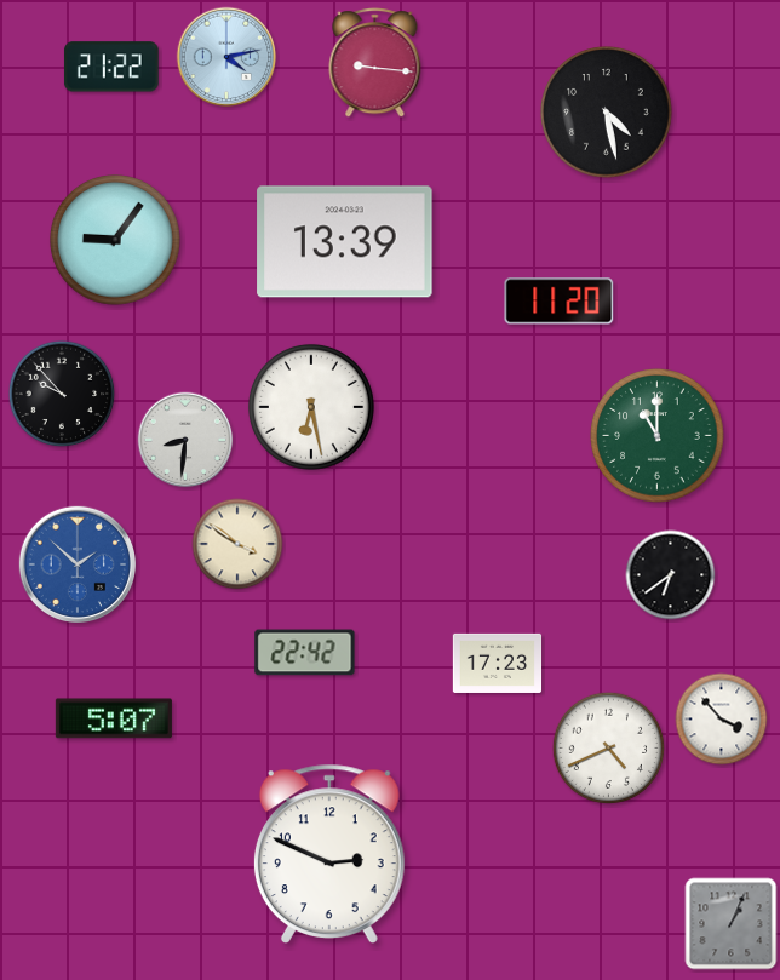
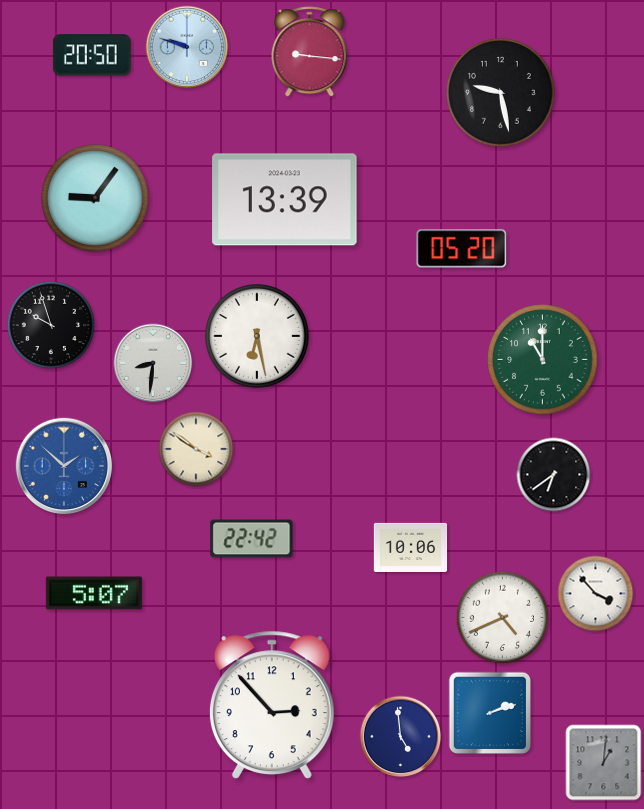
clock at (226, 57): 4:13 -> 9:48
clock at (111, 67): 21:22 -> 20:50
clock at (607, 113): 4:28 -> 9:28
clock at (560, 302): 11:20 -> 05:20
clock at (62, 394): 9:53 -> 9:57
clock at (498, 663): 17:23 -> 10:06
clock at (329, 853): 2:49 -> 2:53
clock at (489, 712): none -> 2:12
clock at (401, 737): none -> 4:59
clock at (732, 924): 1:04 -> 1:01
